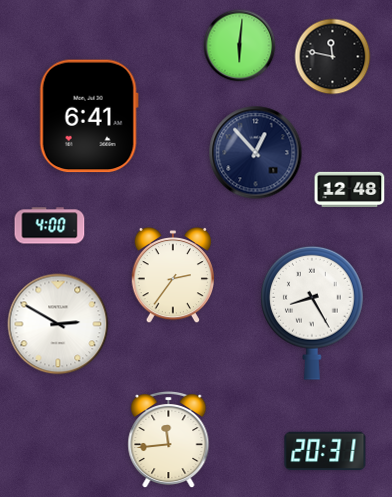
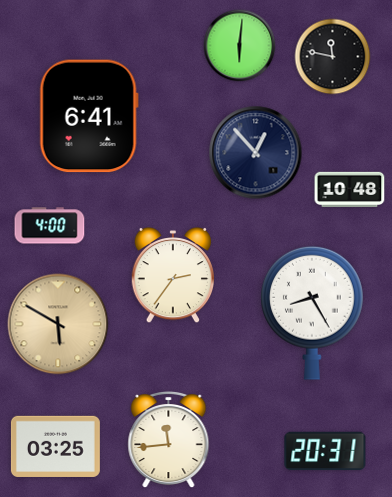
clock at (350, 189): 12:48 -> 10:48
clock at (58, 324): 2:50 -> 5:50
clock at (58, 324) dial: white -> champagne
clock at (55, 446): none -> 03:25
